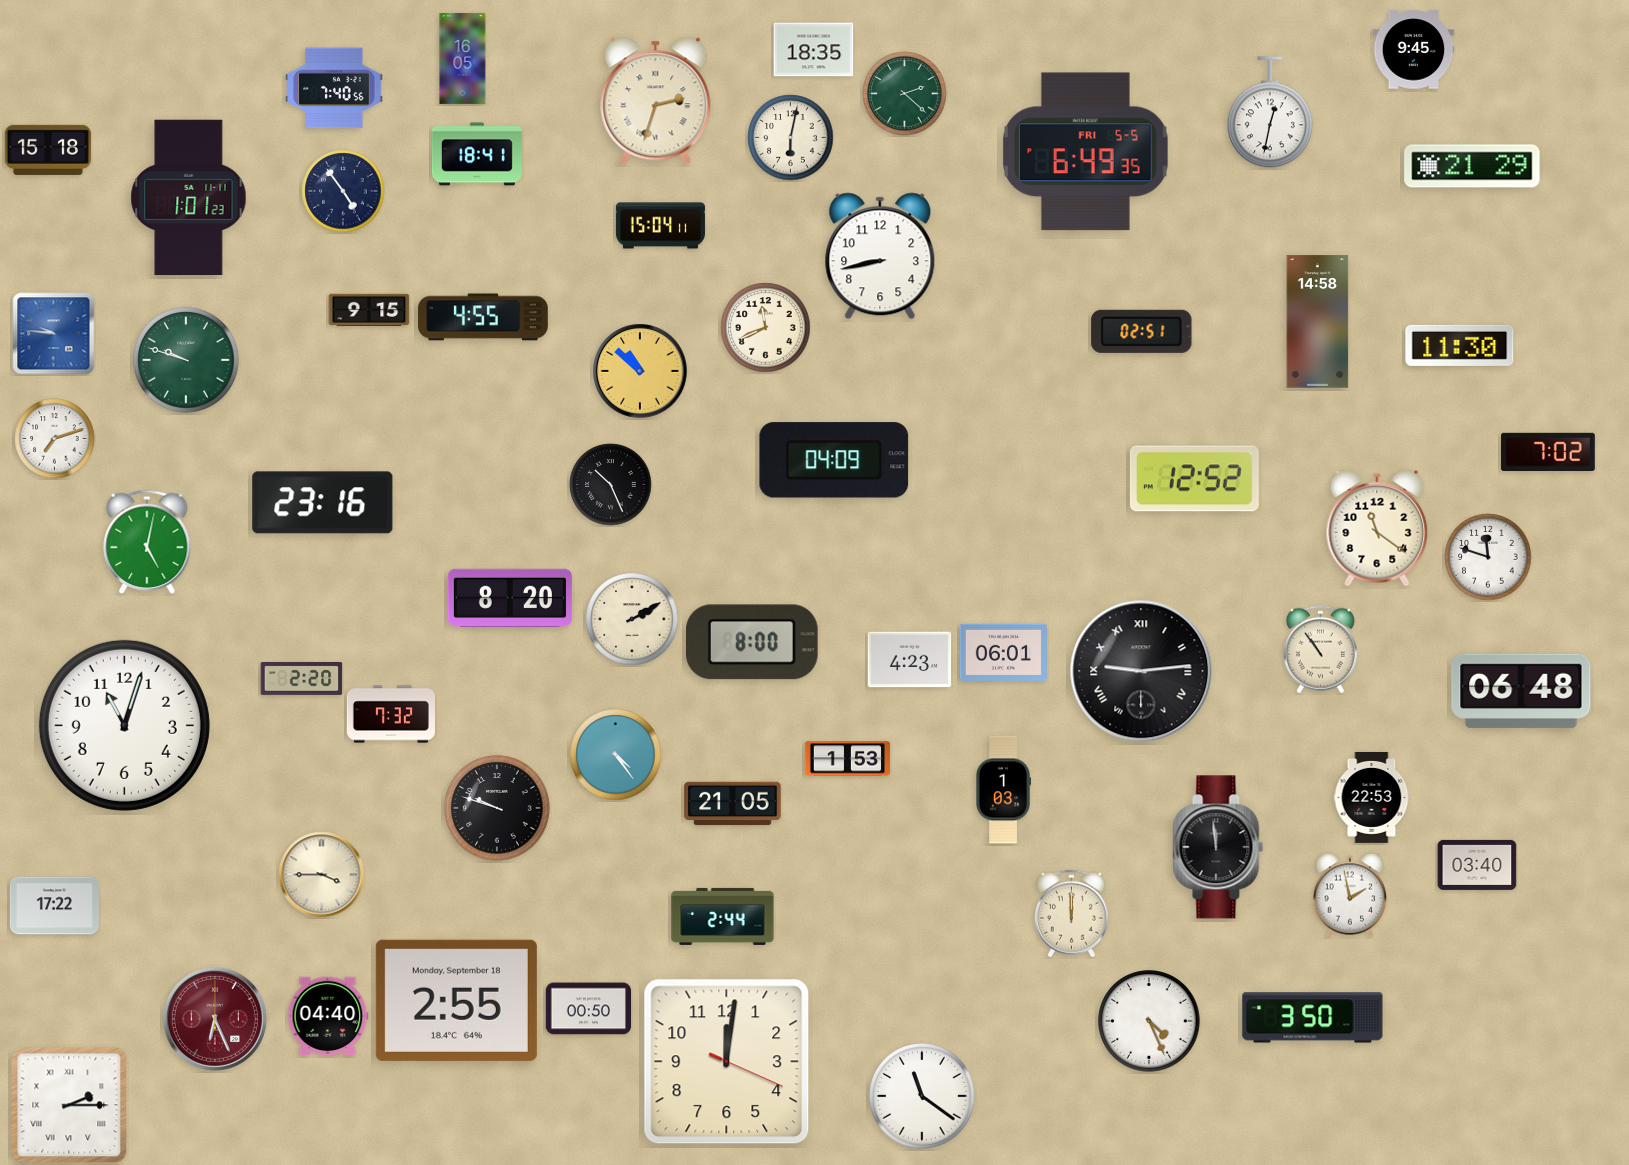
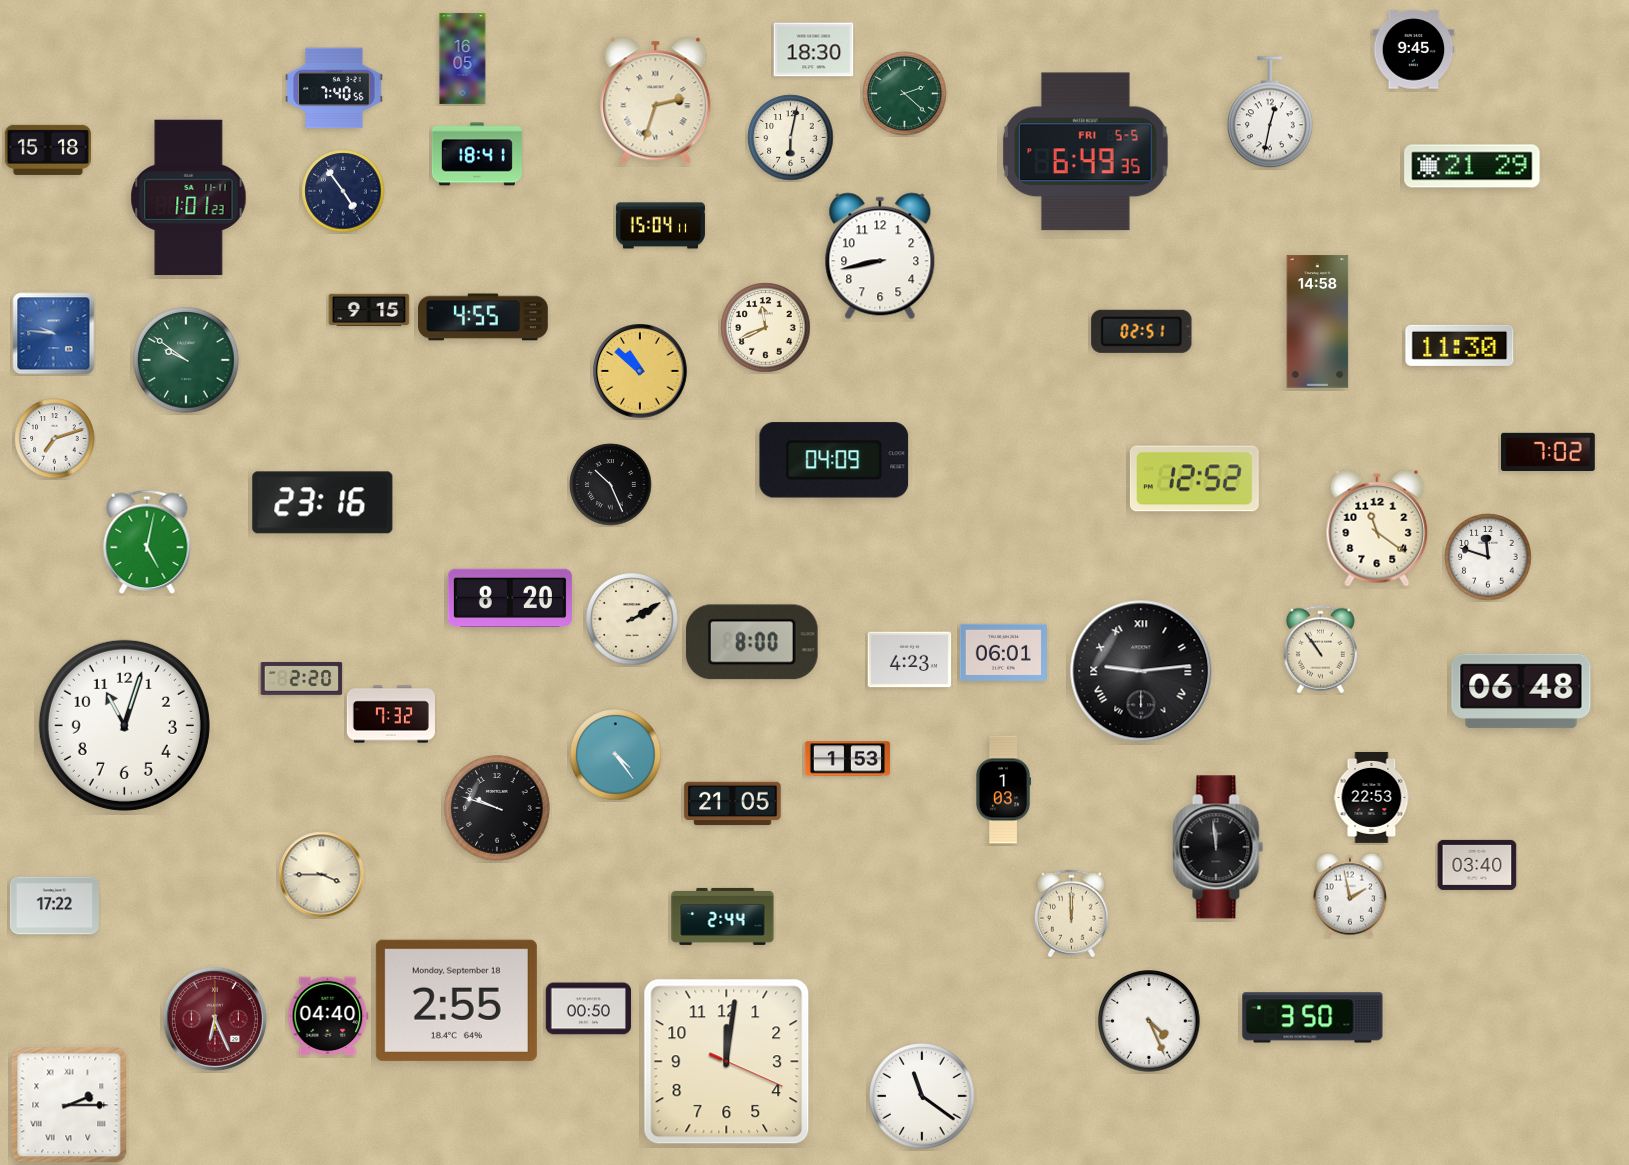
clock at (814, 50): 18:35 -> 18:30
clock at (186, 360): 9:48 -> 9:51
